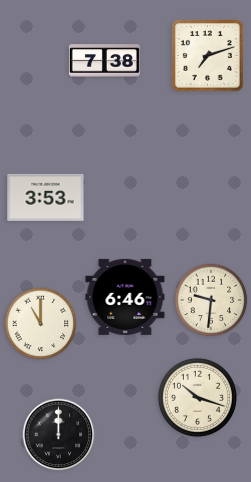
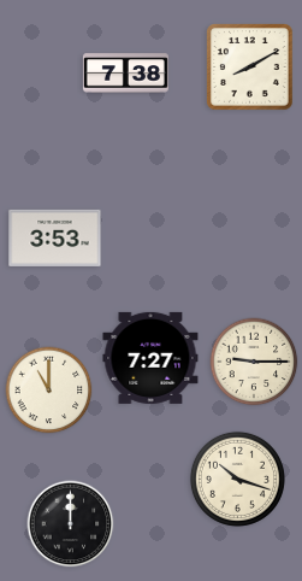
clock at (208, 56): 7:12 -> 8:10
clock at (125, 297): 6:46 -> 7:27
clock at (211, 300): 9:31 -> 9:15
